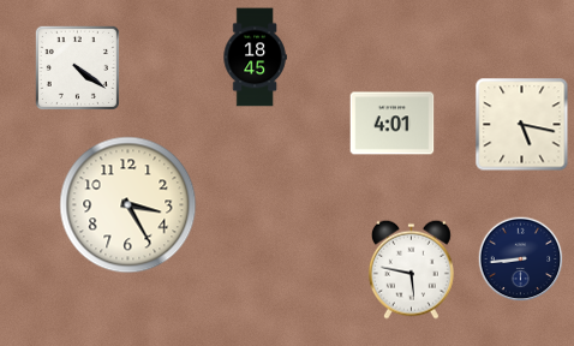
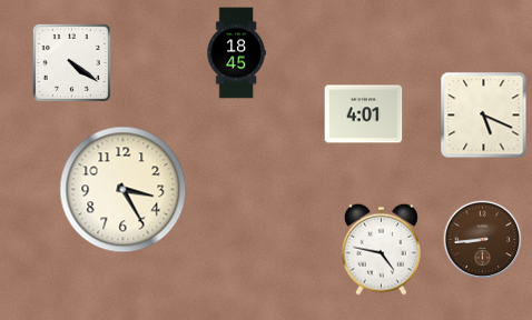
clock at (522, 125): 5:17 -> 5:19
clock at (128, 205) position: (128, 205) -> (124, 190)
clock at (521, 259) dial: navy -> brown
clock at (411, 269): 5:47 -> 4:47
